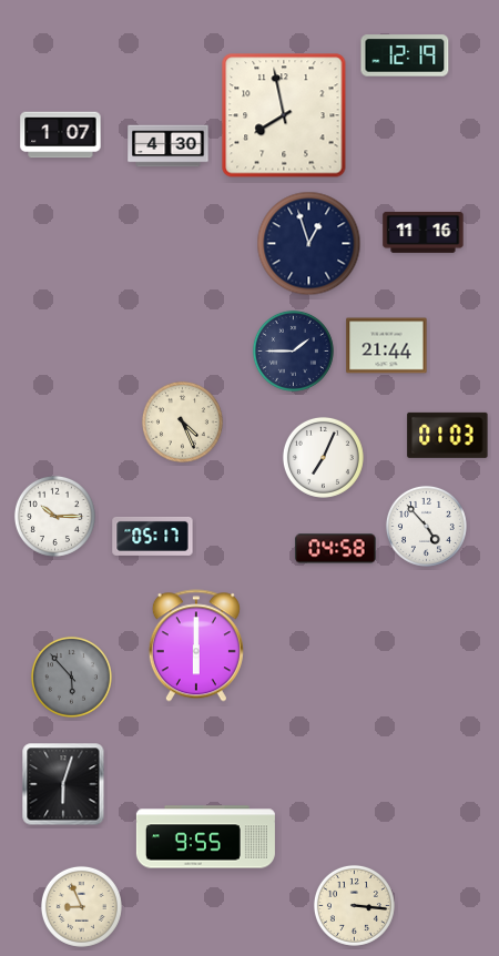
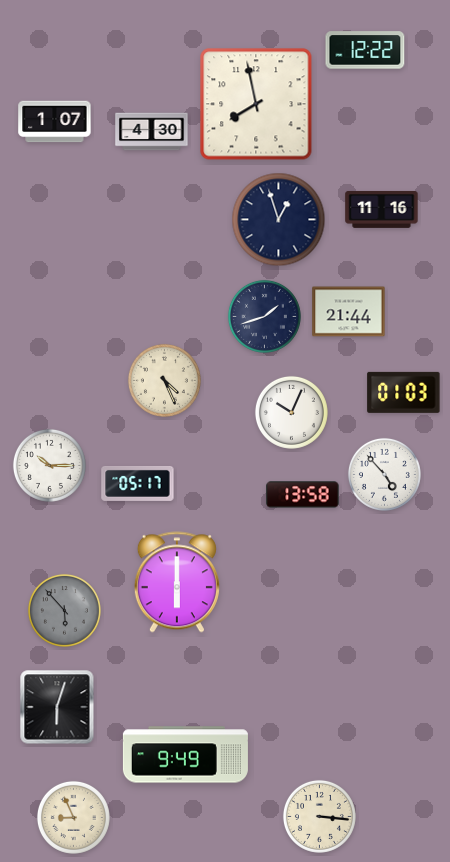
clock at (405, 55): 12:19 -> 12:22
clock at (293, 350): 1:45 -> 1:42
clock at (323, 457): 7:04 -> 10:04
clock at (336, 549): 04:58 -> 13:58
clock at (205, 837): 9:55 -> 9:49
